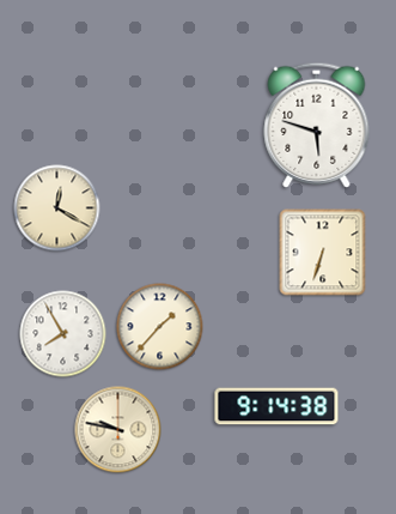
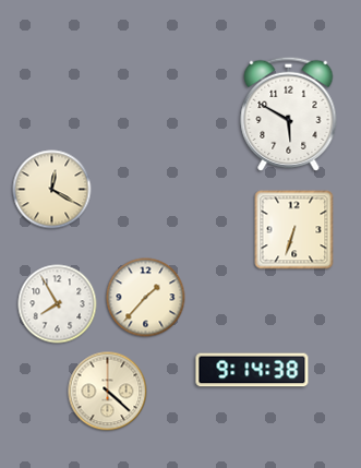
clock at (317, 125): 5:48 -> 5:50
clock at (118, 430): 9:47 -> 4:22
